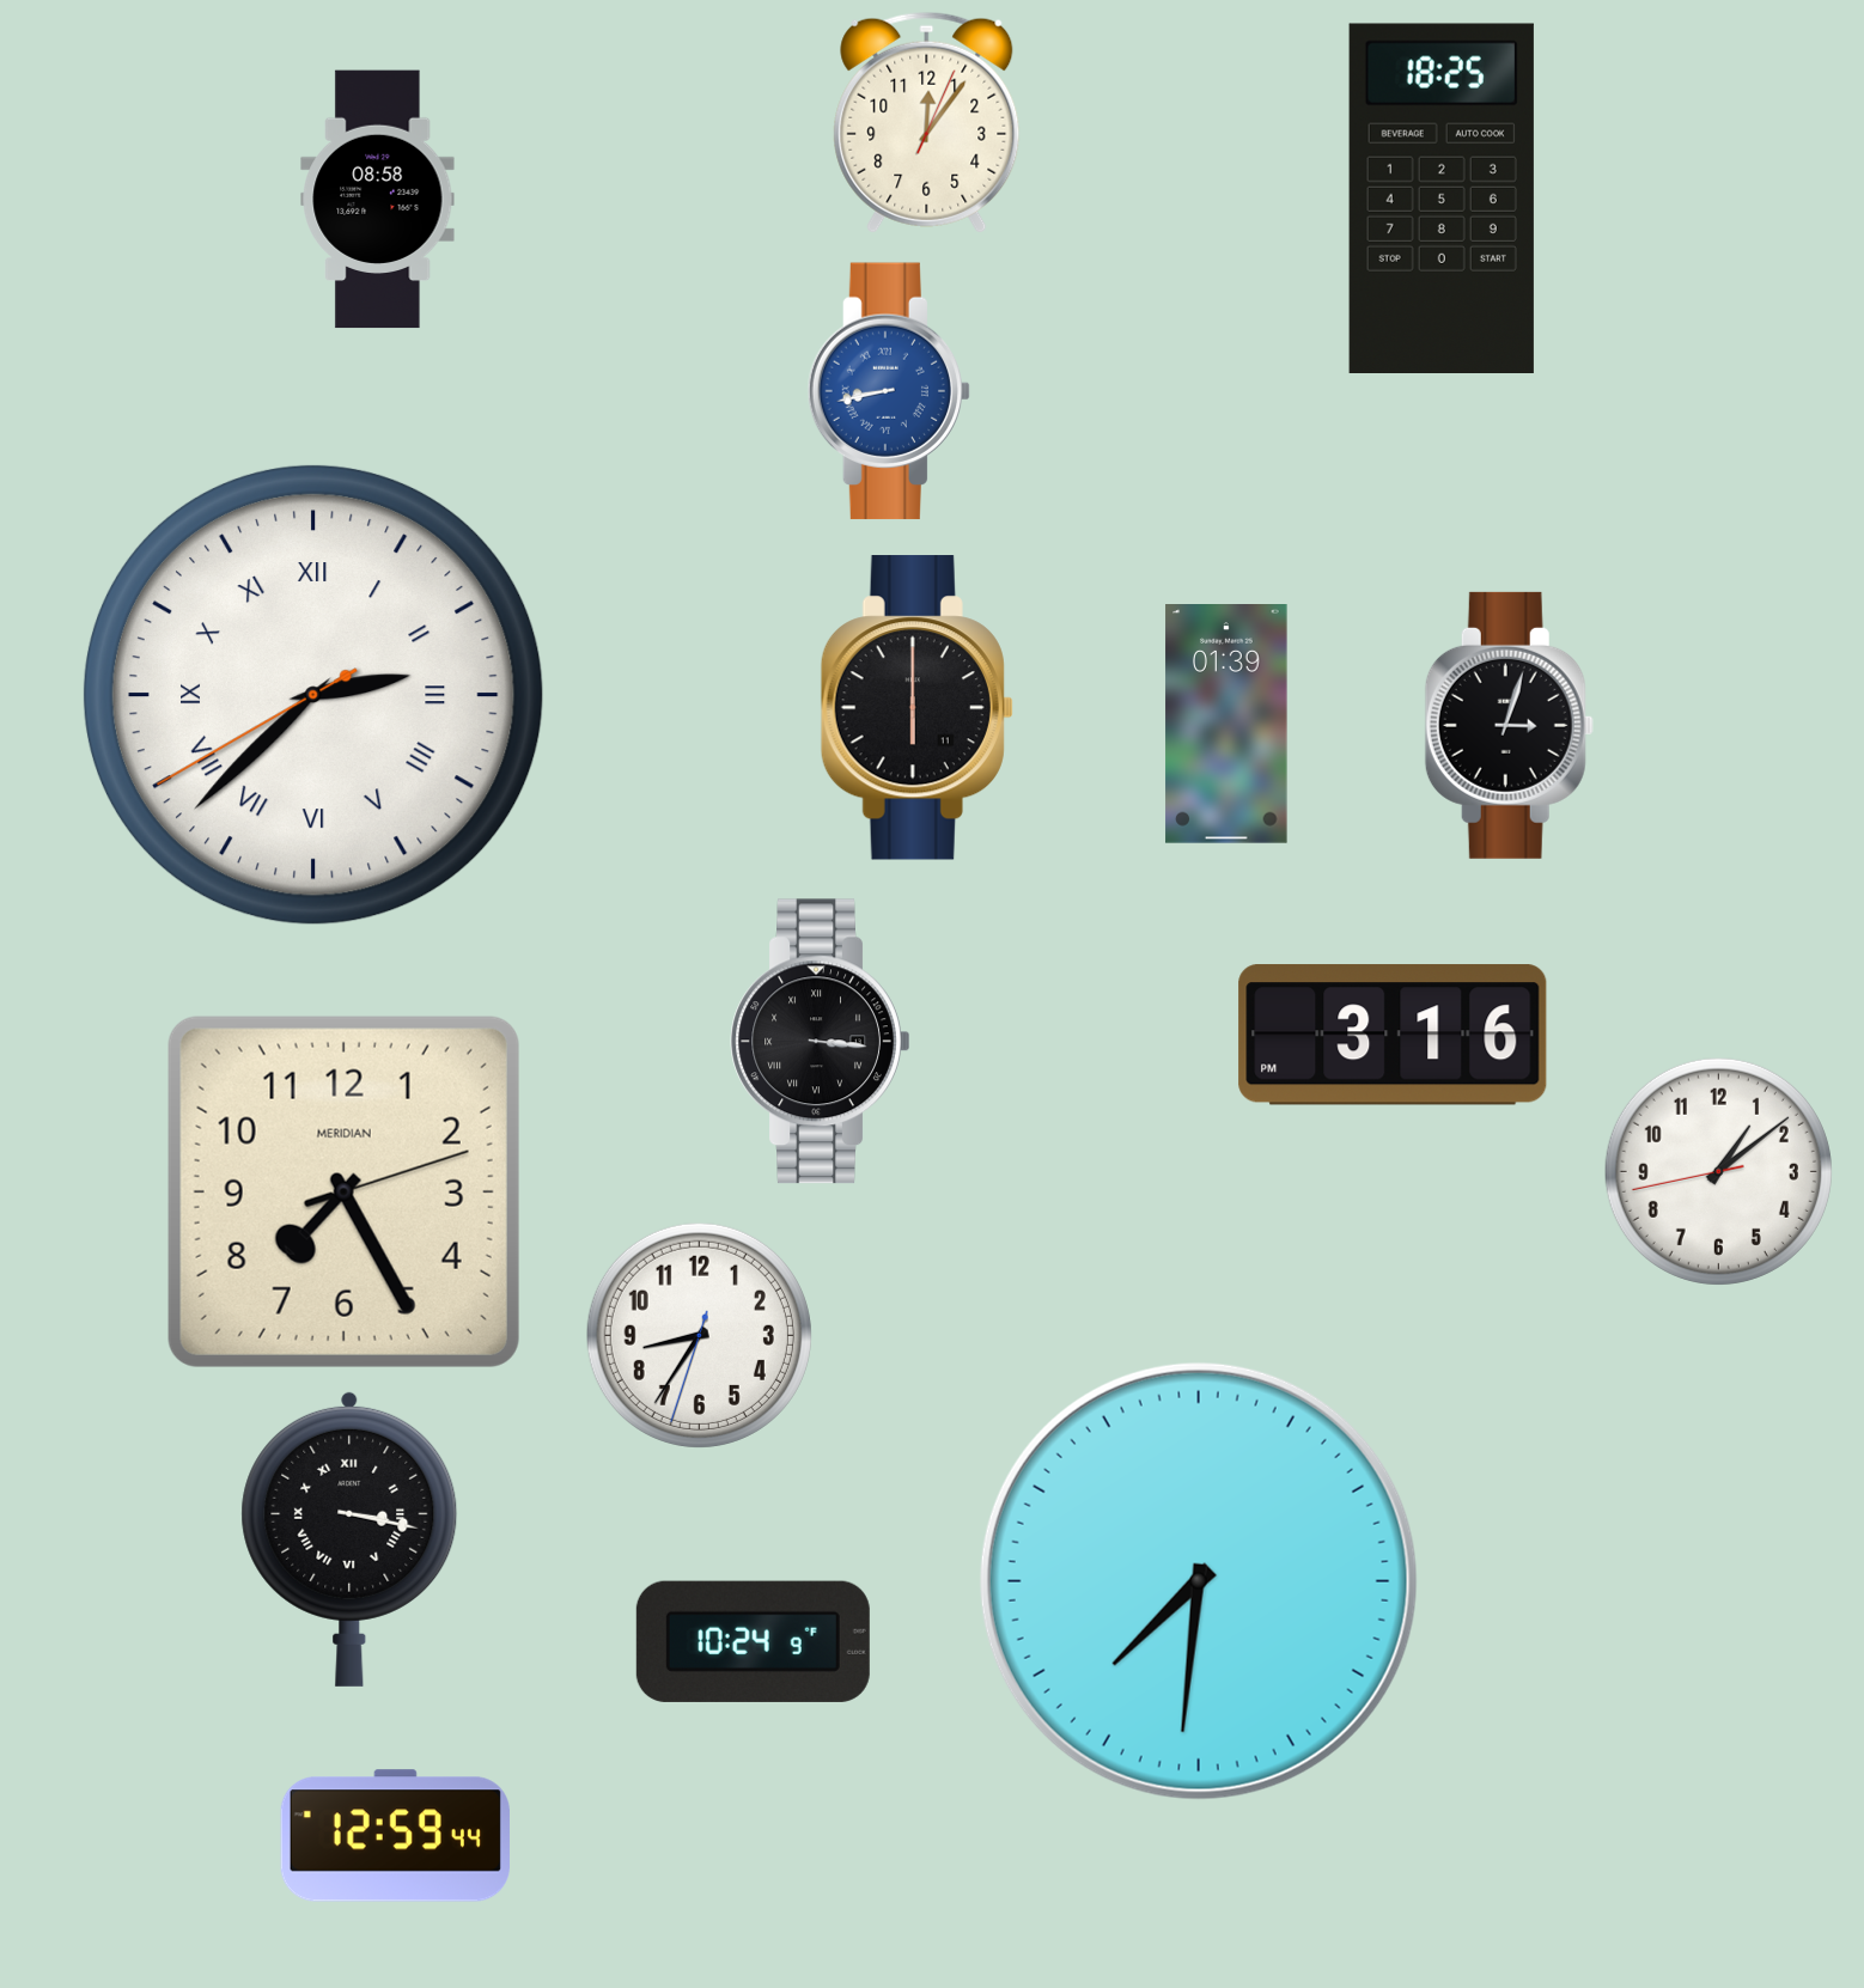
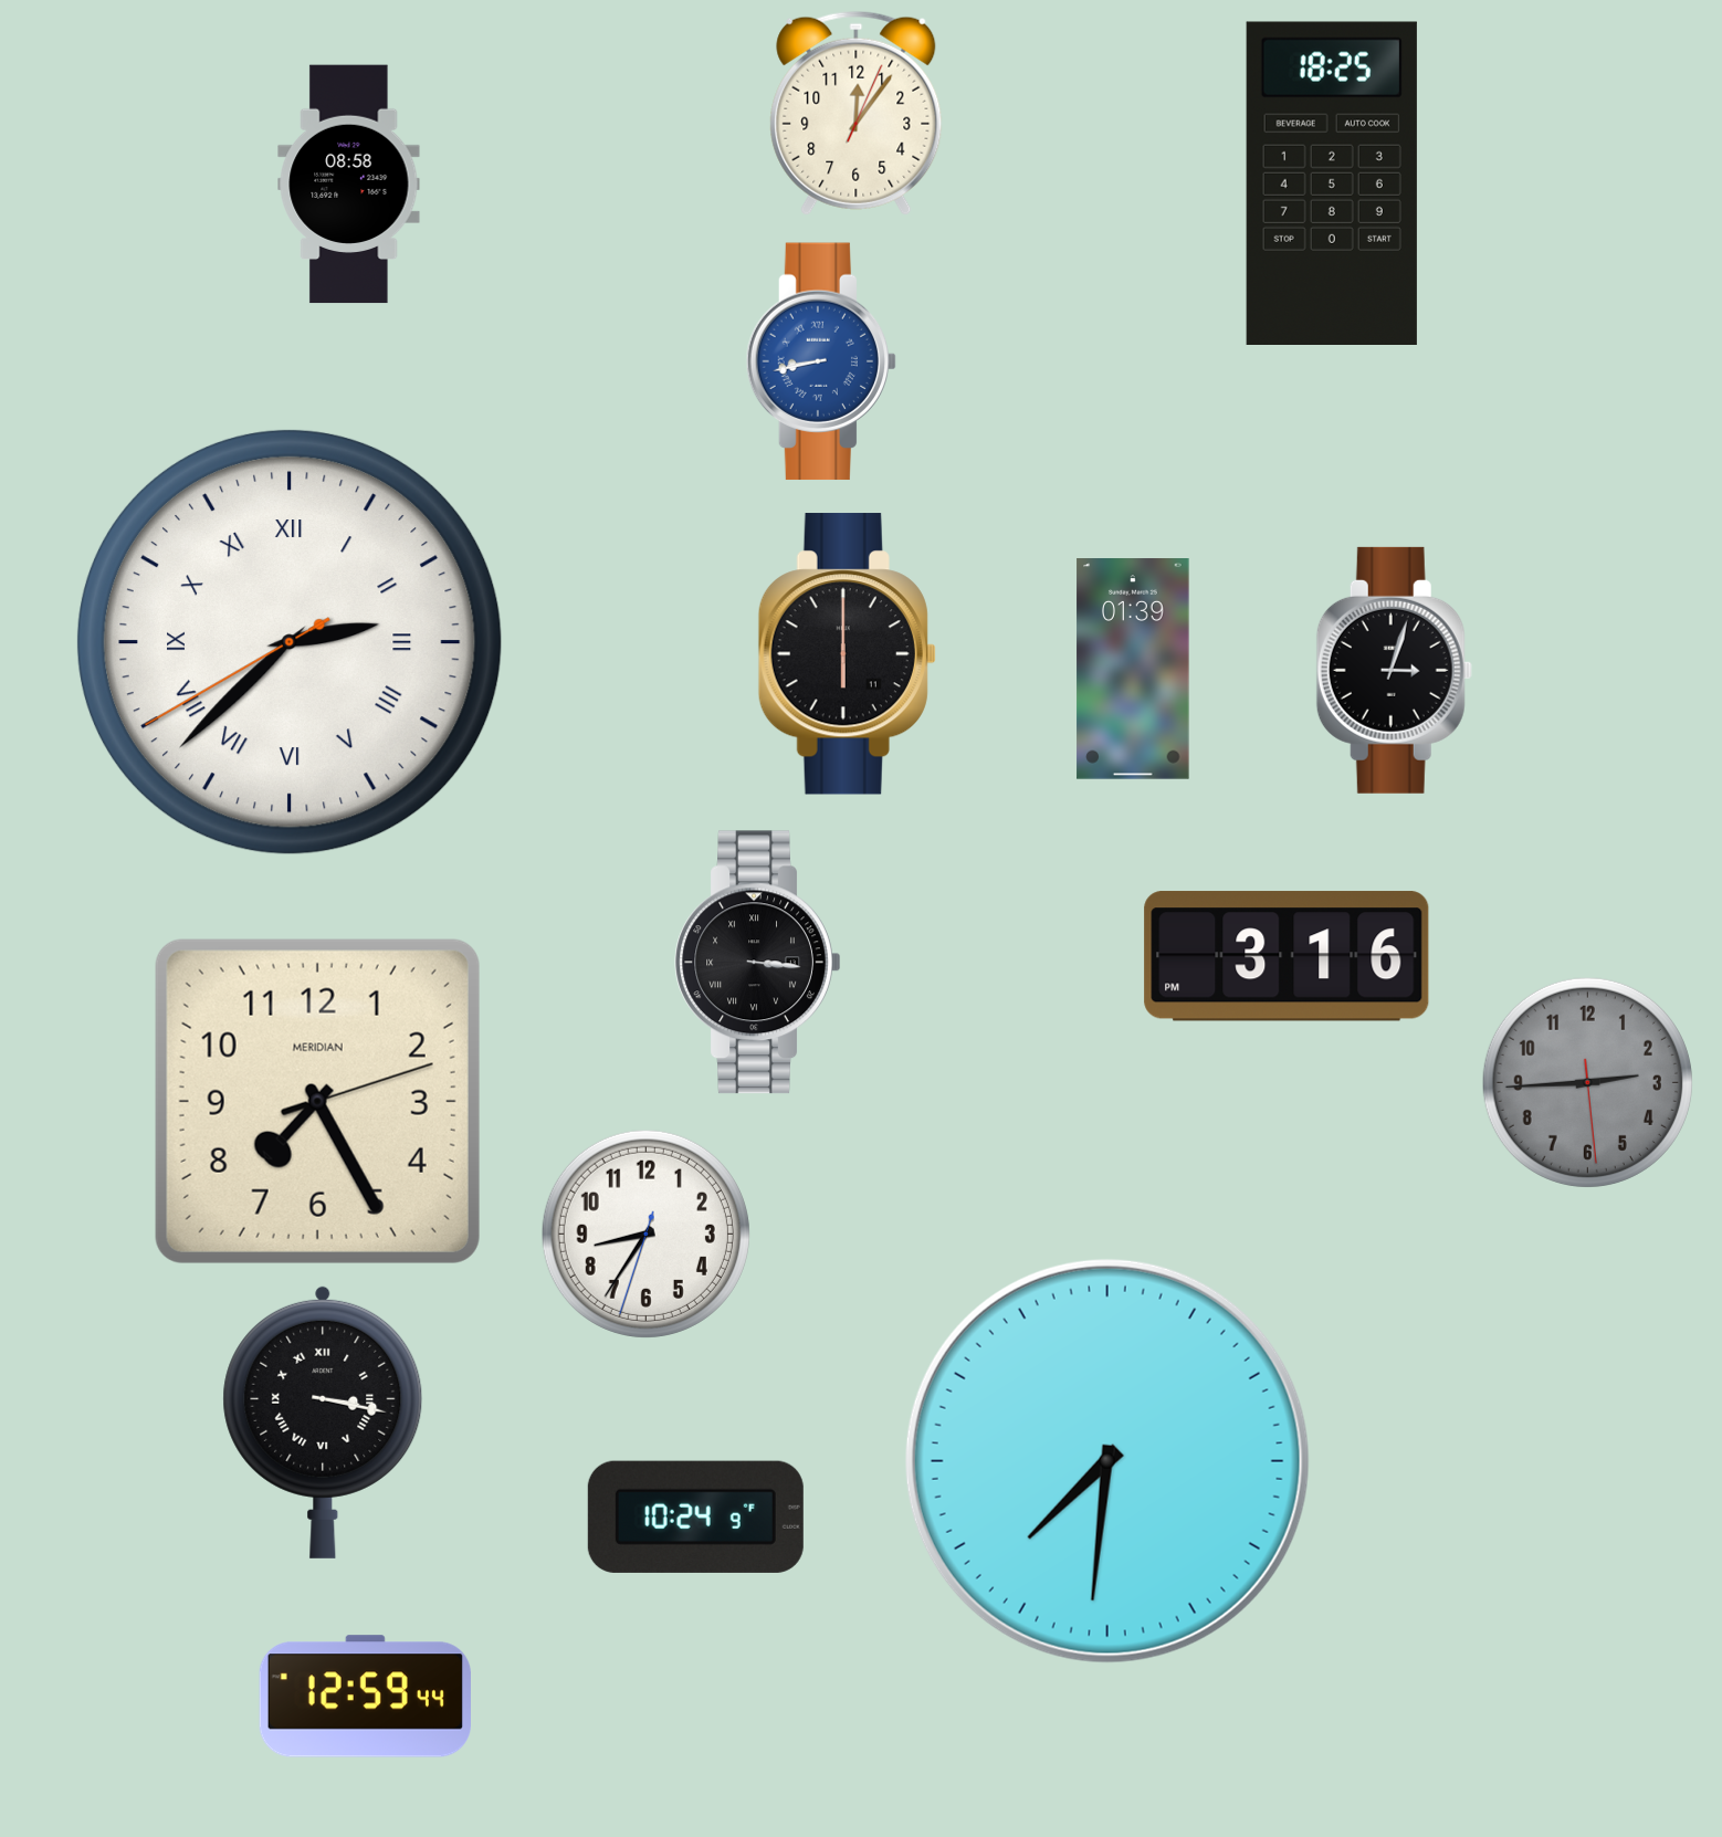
clock at (1718, 1171): 1:08 -> 2:44
clock at (1718, 1171) dial: white -> grey
